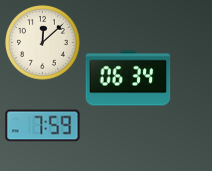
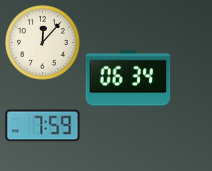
clock at (43, 43): 12:08 -> 12:07
